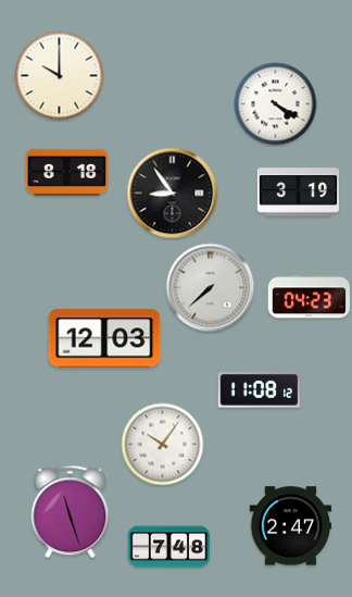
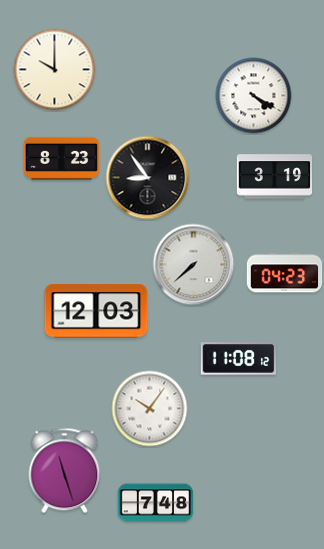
clock at (67, 172): 8:18 -> 8:23
clock at (173, 194) position: (173, 194) -> (148, 178)
clock at (291, 526): 2:47 -> none
